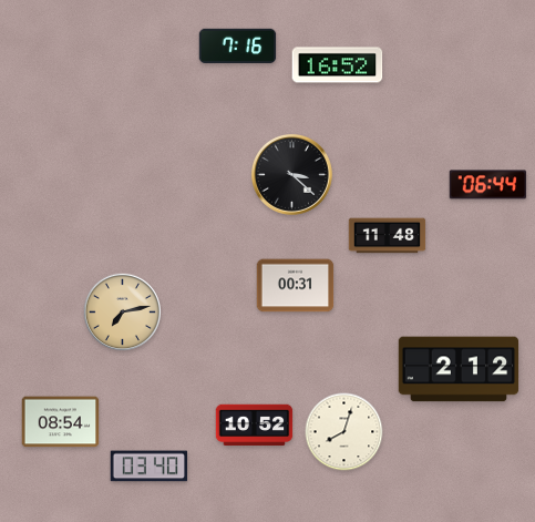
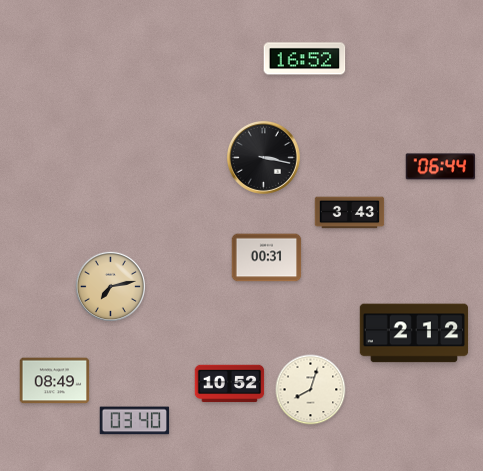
clock at (238, 47): 7:16 -> none
clock at (291, 174): 3:22 -> 3:17
clock at (388, 236): 11:48 -> 3:43
clock at (122, 311) position: (122, 311) -> (110, 286)
clock at (61, 422): 08:54 -> 08:49
